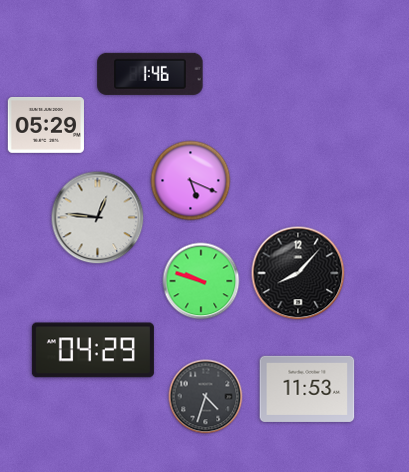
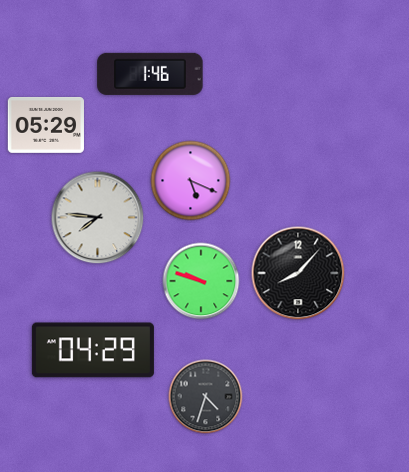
clock at (98, 218): 12:46 -> 7:46
clock at (307, 389): 11:53 -> none
